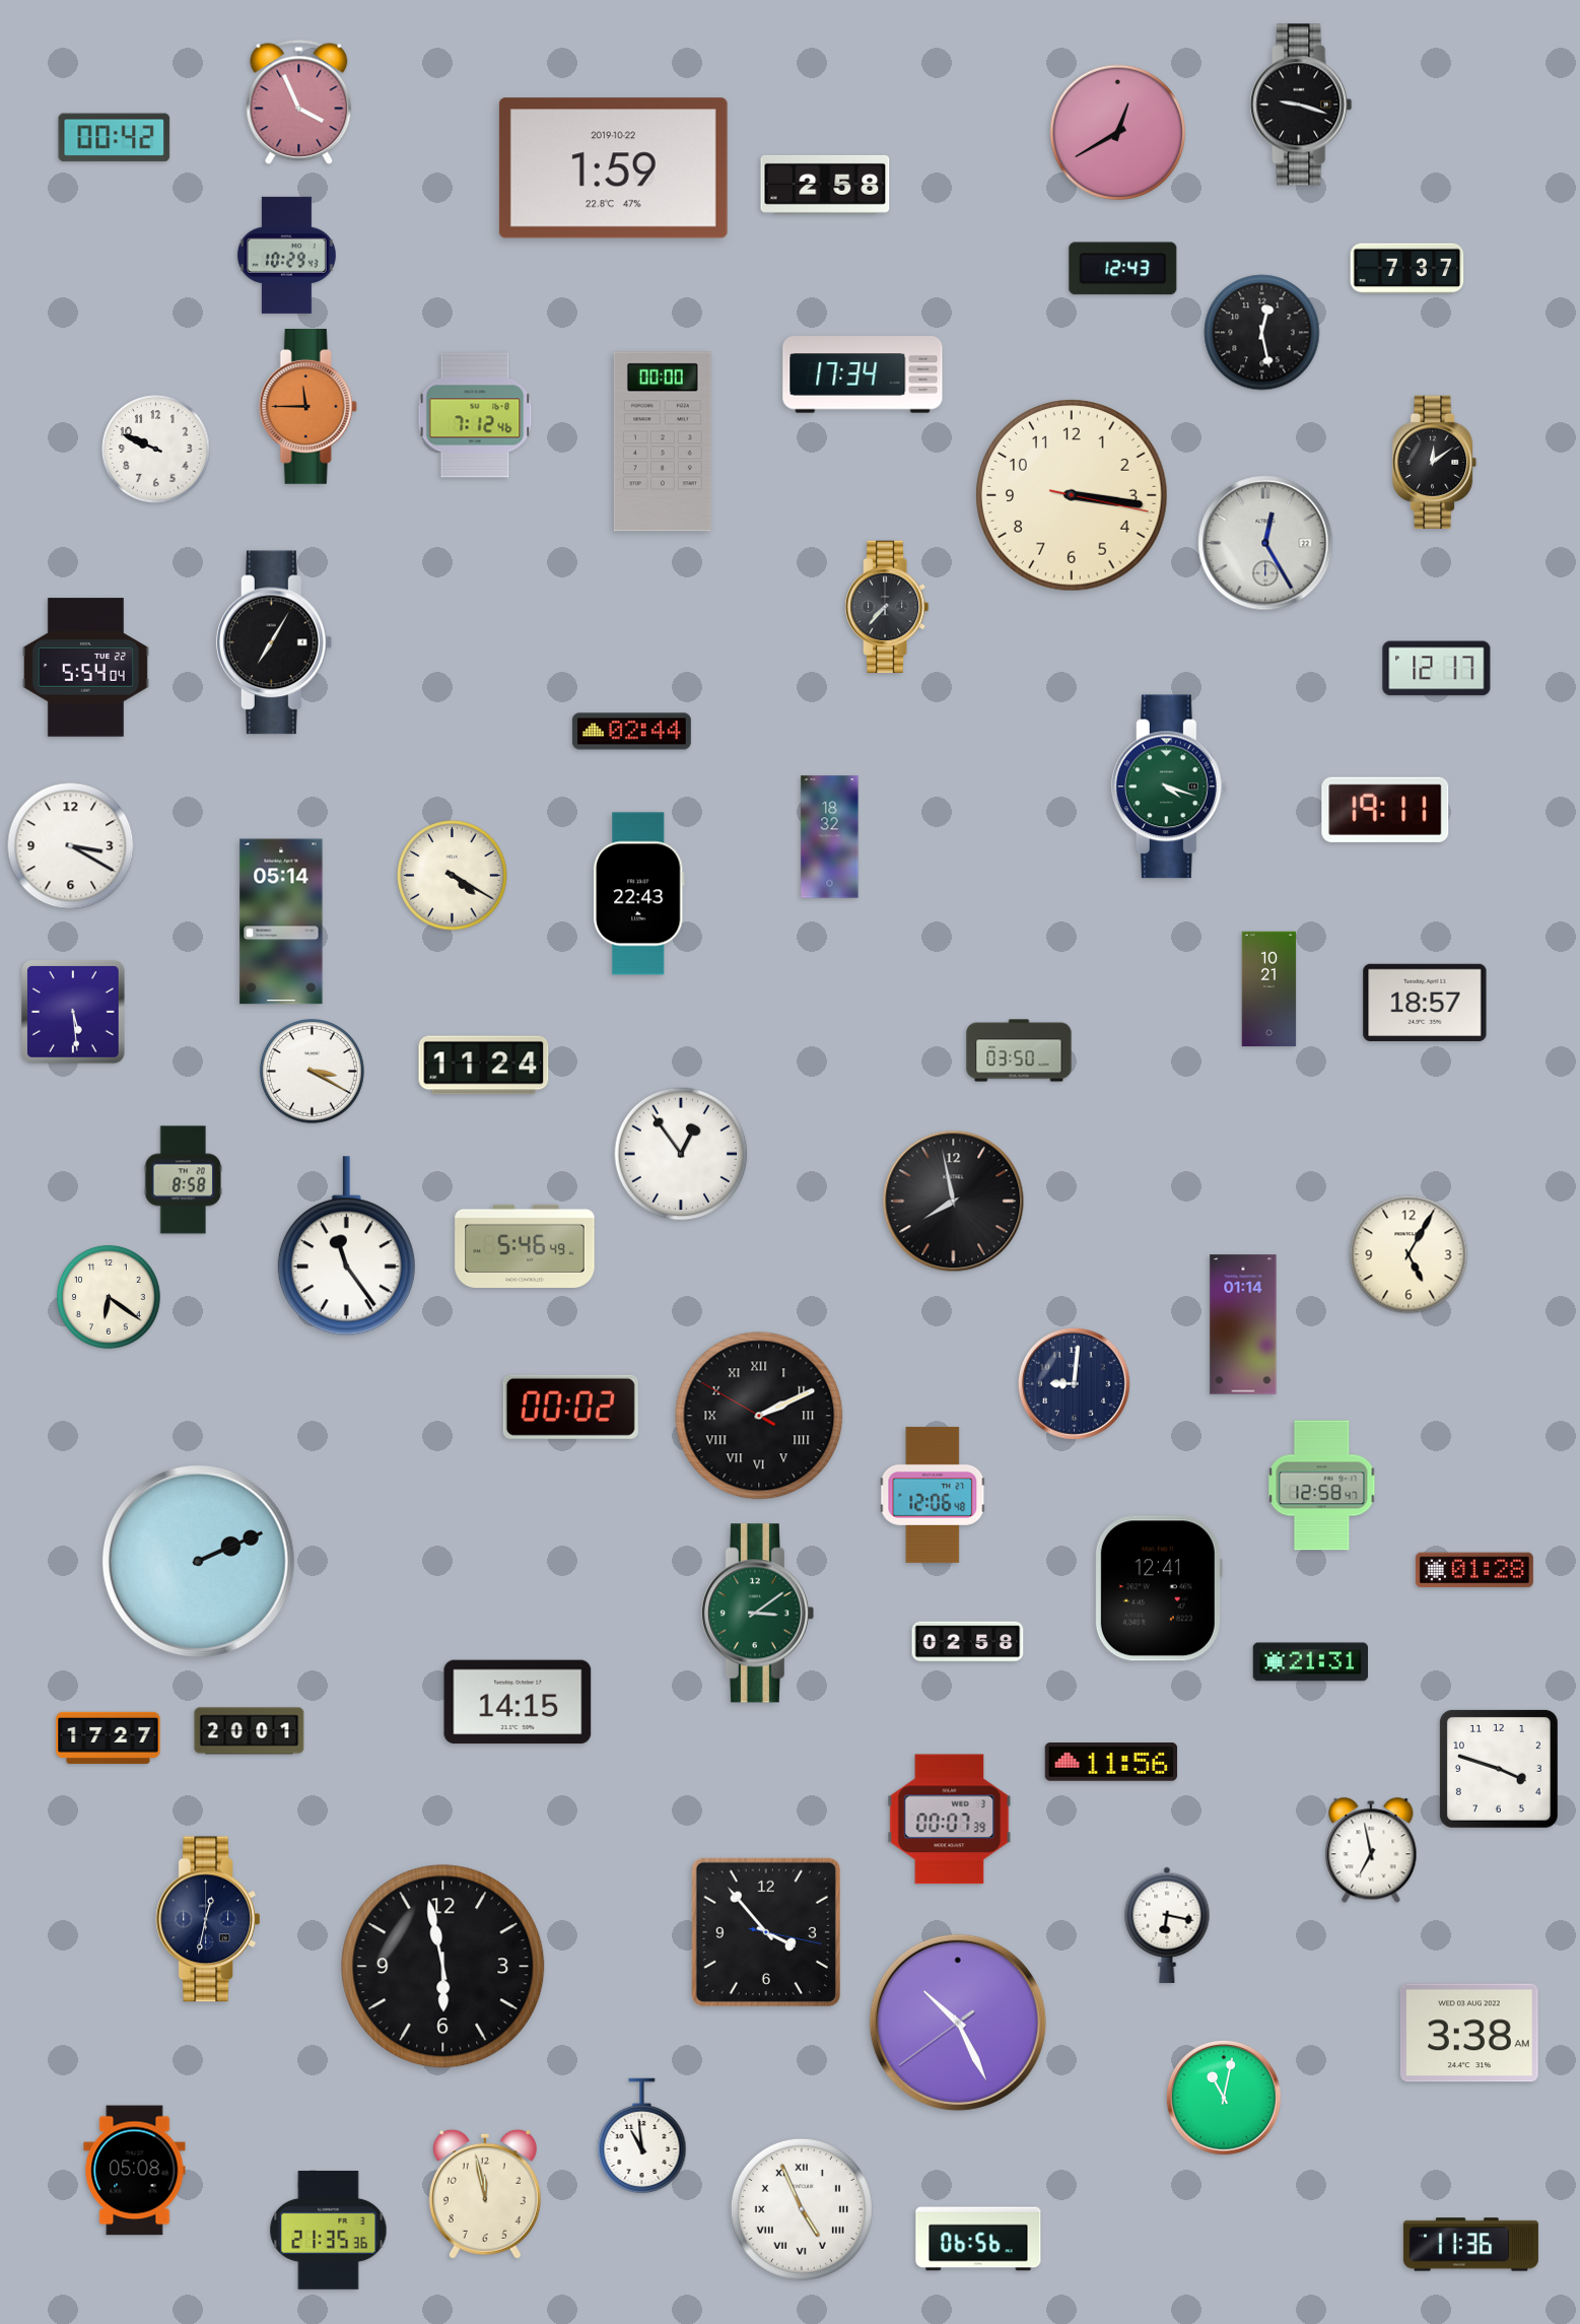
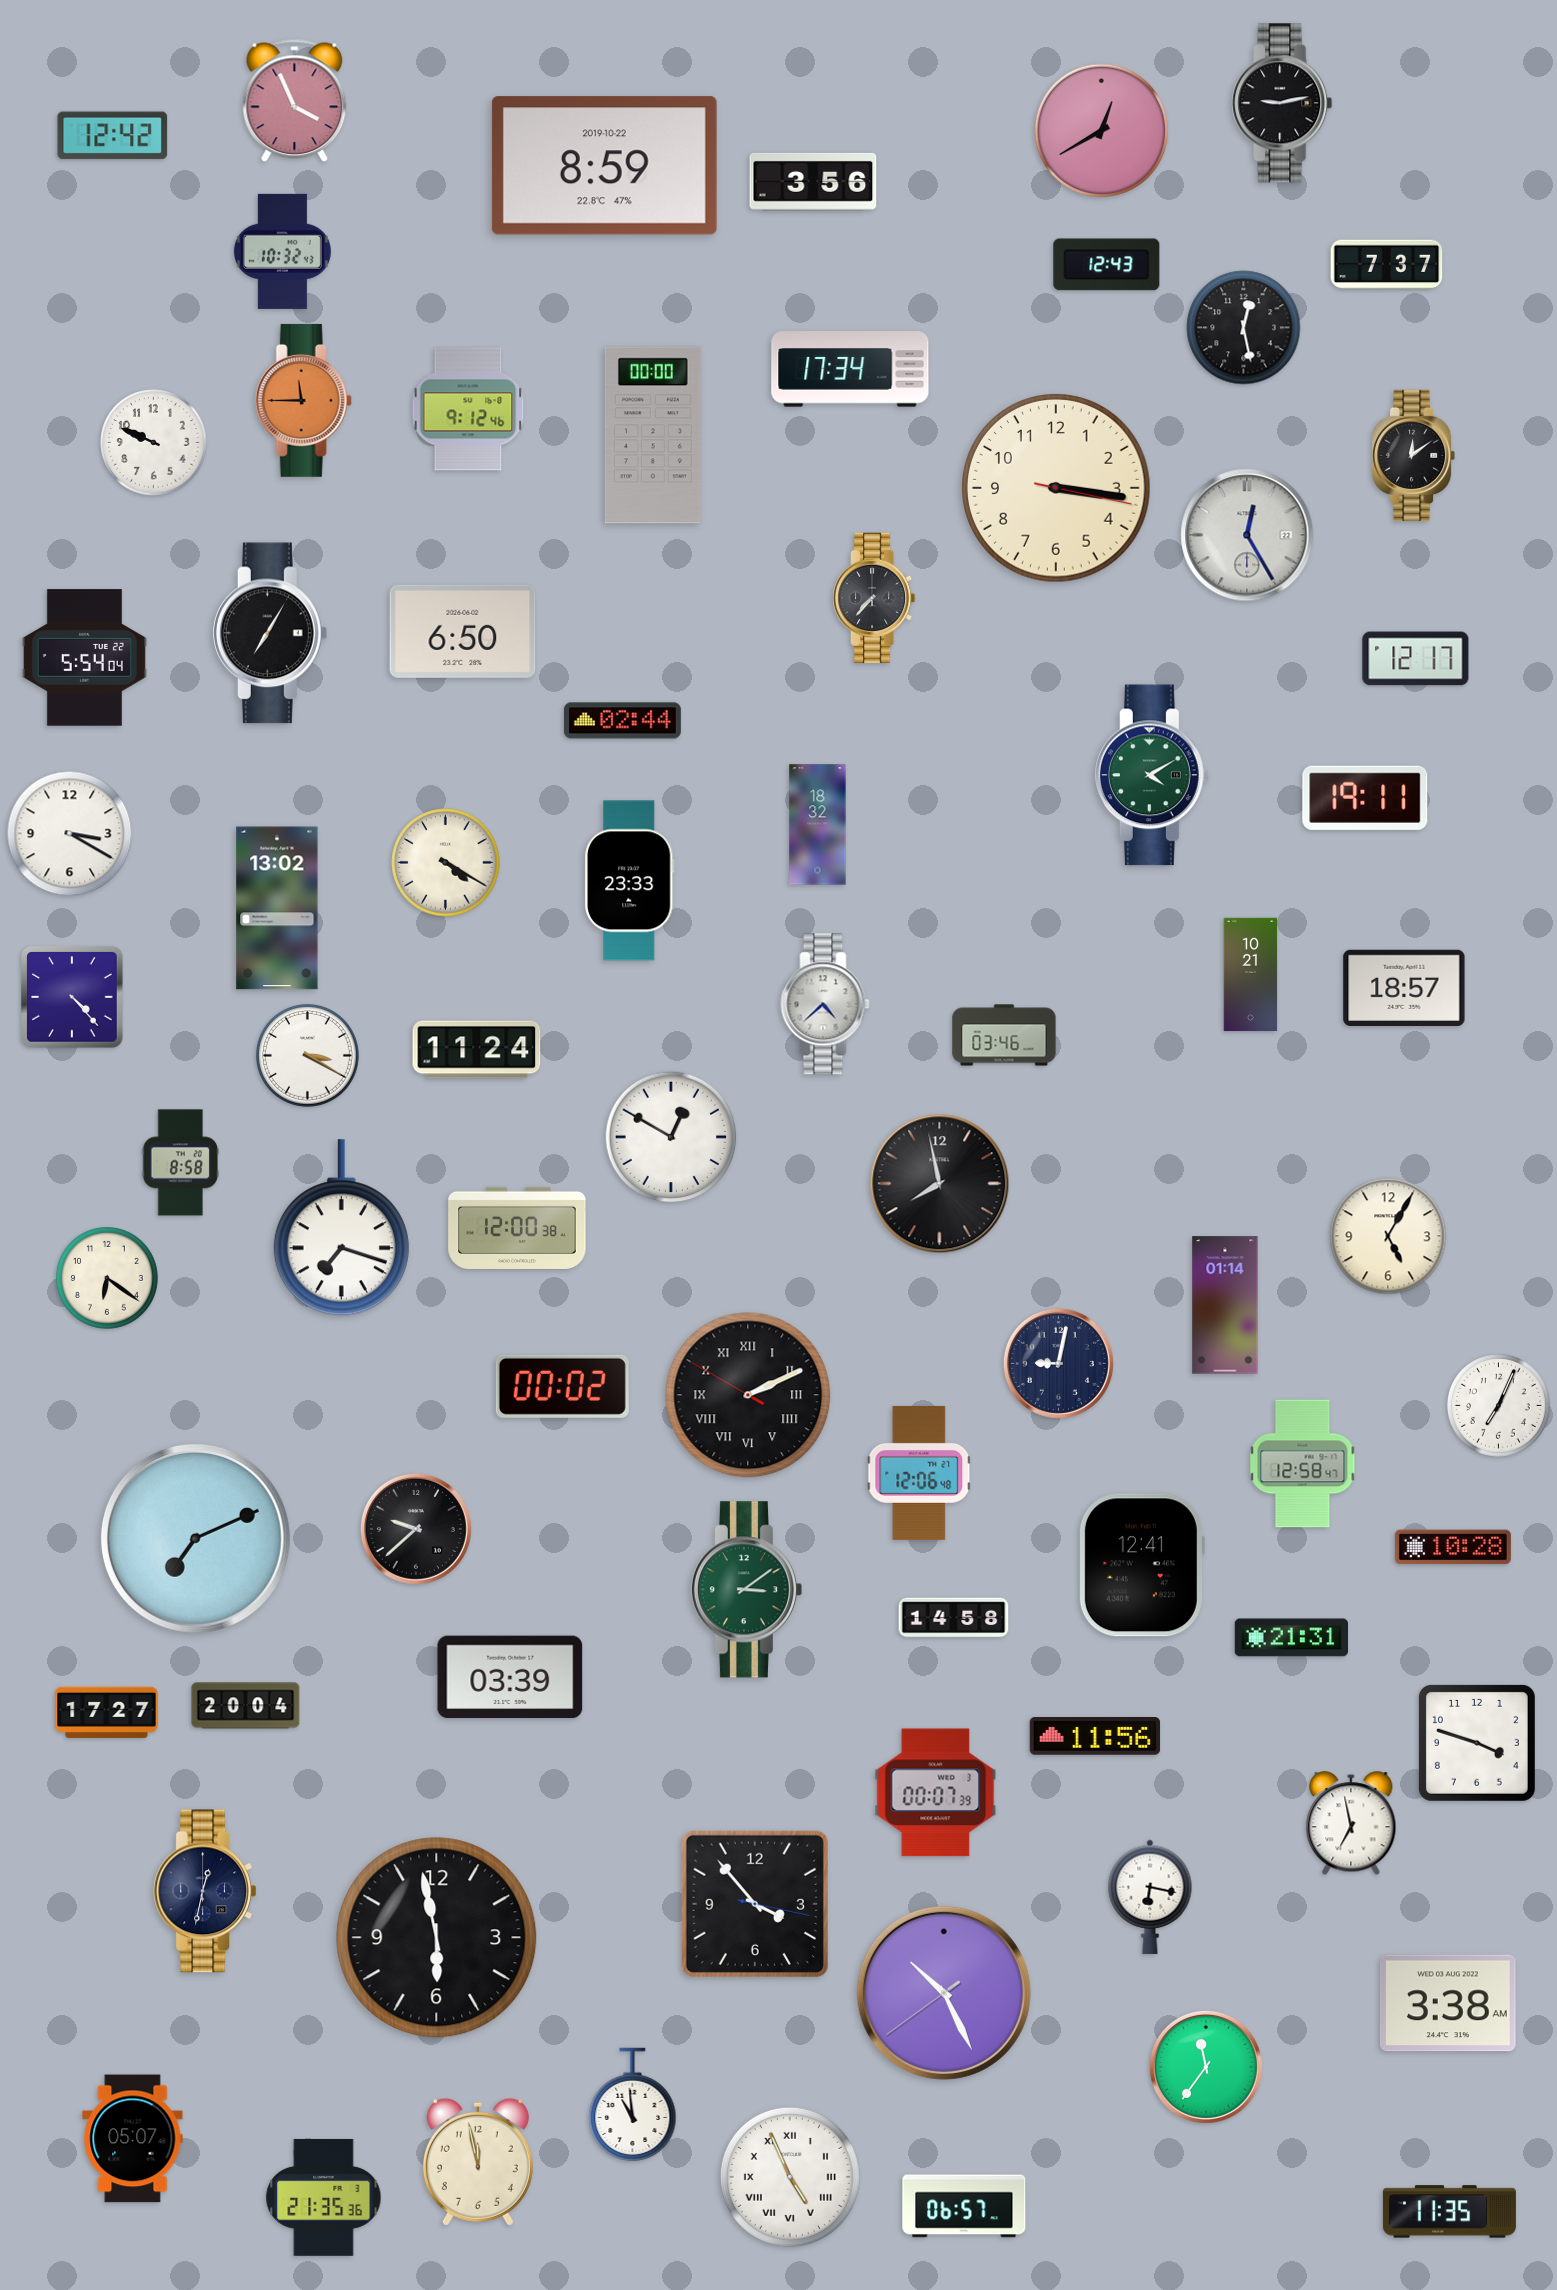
clock at (1301, 105): 9:18 -> 9:13
clock at (115, 138): 00:42 -> 12:42
clock at (613, 168): 1:59 -> 8:59
clock at (825, 185): 2:58 -> 3:56
clock at (286, 255): 10:29 -> 10:32
clock at (475, 415): 7:12 -> 9:12
clock at (463, 631): none -> 6:50
clock at (1169, 787): 4:18 -> 4:10
clock at (639, 894): 22:43 -> 23:33
clock at (281, 921): 05:14 -> 13:02
clock at (73, 1012): 5:29 -> 4:23
clock at (825, 1004): none -> 4:38
clock at (1019, 1050): 03:50 -> 03:46
clock at (681, 1154): 12:54 -> 12:50
clock at (346, 1246): 11:24 -> 7:18
clock at (525, 1246): 5:46 -> 12:00
clock at (1074, 1383): 9:01 -> 9:02
clock at (1498, 1405): none -> 7:04
clock at (416, 1529): none -> 9:38
clock at (198, 1561): 2:11 -> 7:11
clock at (1474, 1570): 01:28 -> 10:28
clock at (968, 1642): 02:58 -> 14:58
clock at (518, 1702): 14:15 -> 03:39
clock at (250, 1731): 20:01 -> 20:04
clock at (1224, 2098): 11:02 -> 11:36
clock at (135, 2171): 05:08 -> 05:07
clock at (978, 2239): 06:56 -> 06:57
clock at (1470, 2245): 11:36 -> 11:35
